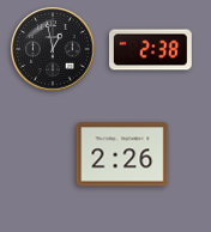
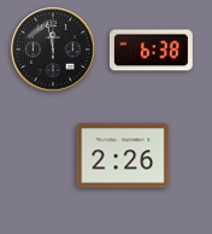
clock at (53, 49): 12:58 -> 11:58
clock at (150, 50): 2:38 -> 6:38
